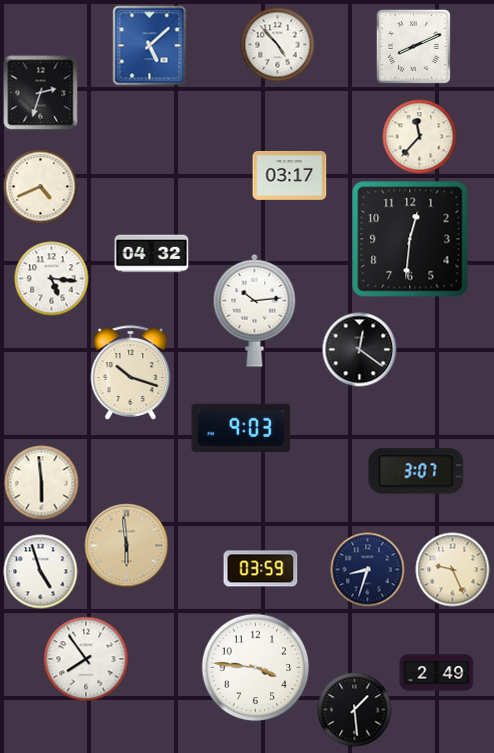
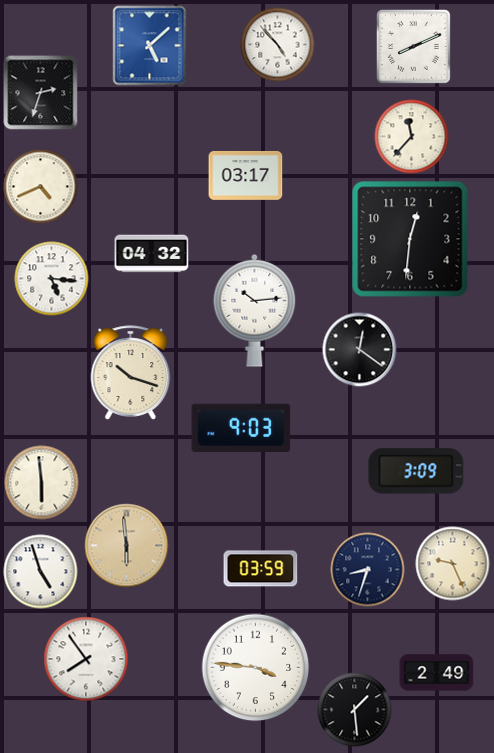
clock at (420, 137) position: (420, 137) -> (412, 137)
clock at (290, 176) position: (290, 176) -> (246, 176)
clock at (416, 471): 3:07 -> 3:09
clock at (453, 570) position: (453, 570) -> (453, 564)
